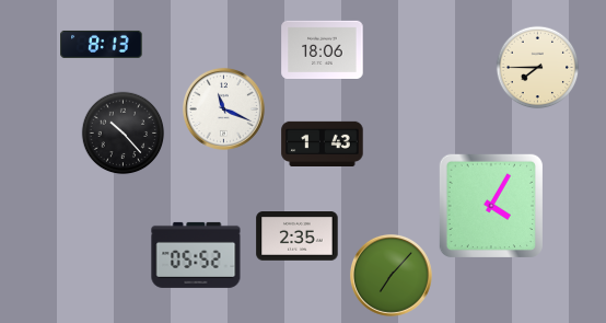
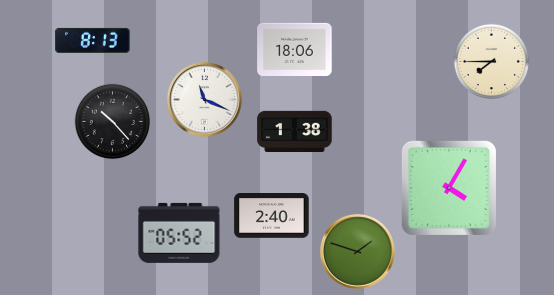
clock at (323, 49) position: (323, 49) -> (295, 49)
clock at (323, 145): 1:43 -> 1:38
clock at (298, 237): 2:35 -> 2:40
clock at (391, 275): 7:07 -> 1:48
